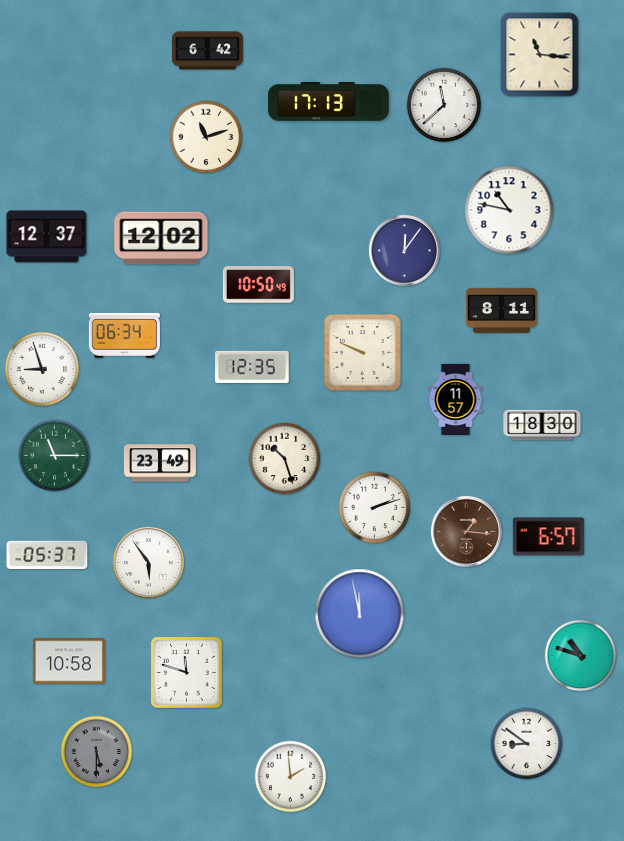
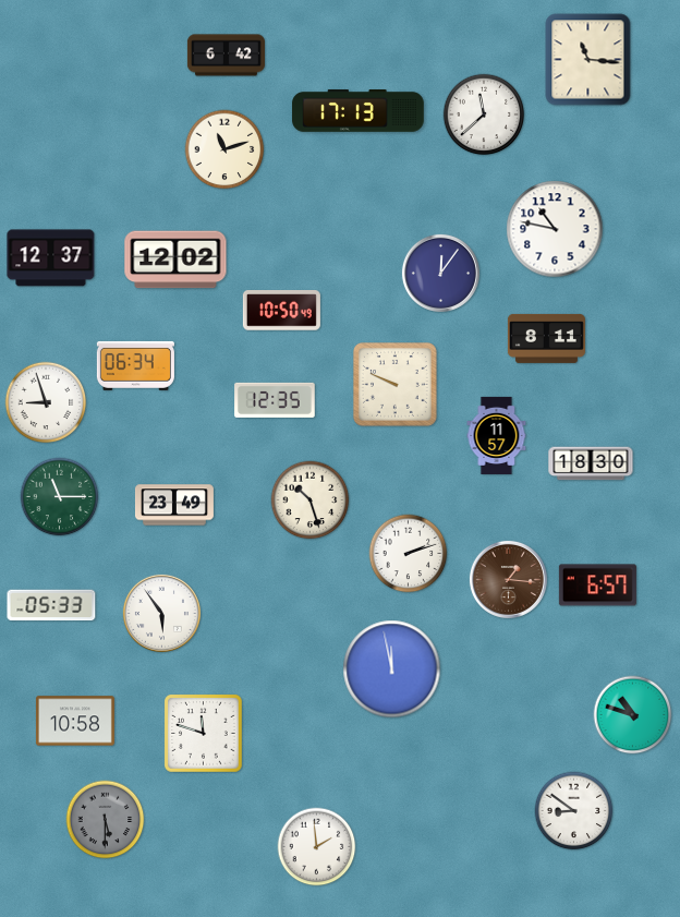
clock at (47, 555): 05:37 -> 05:33
